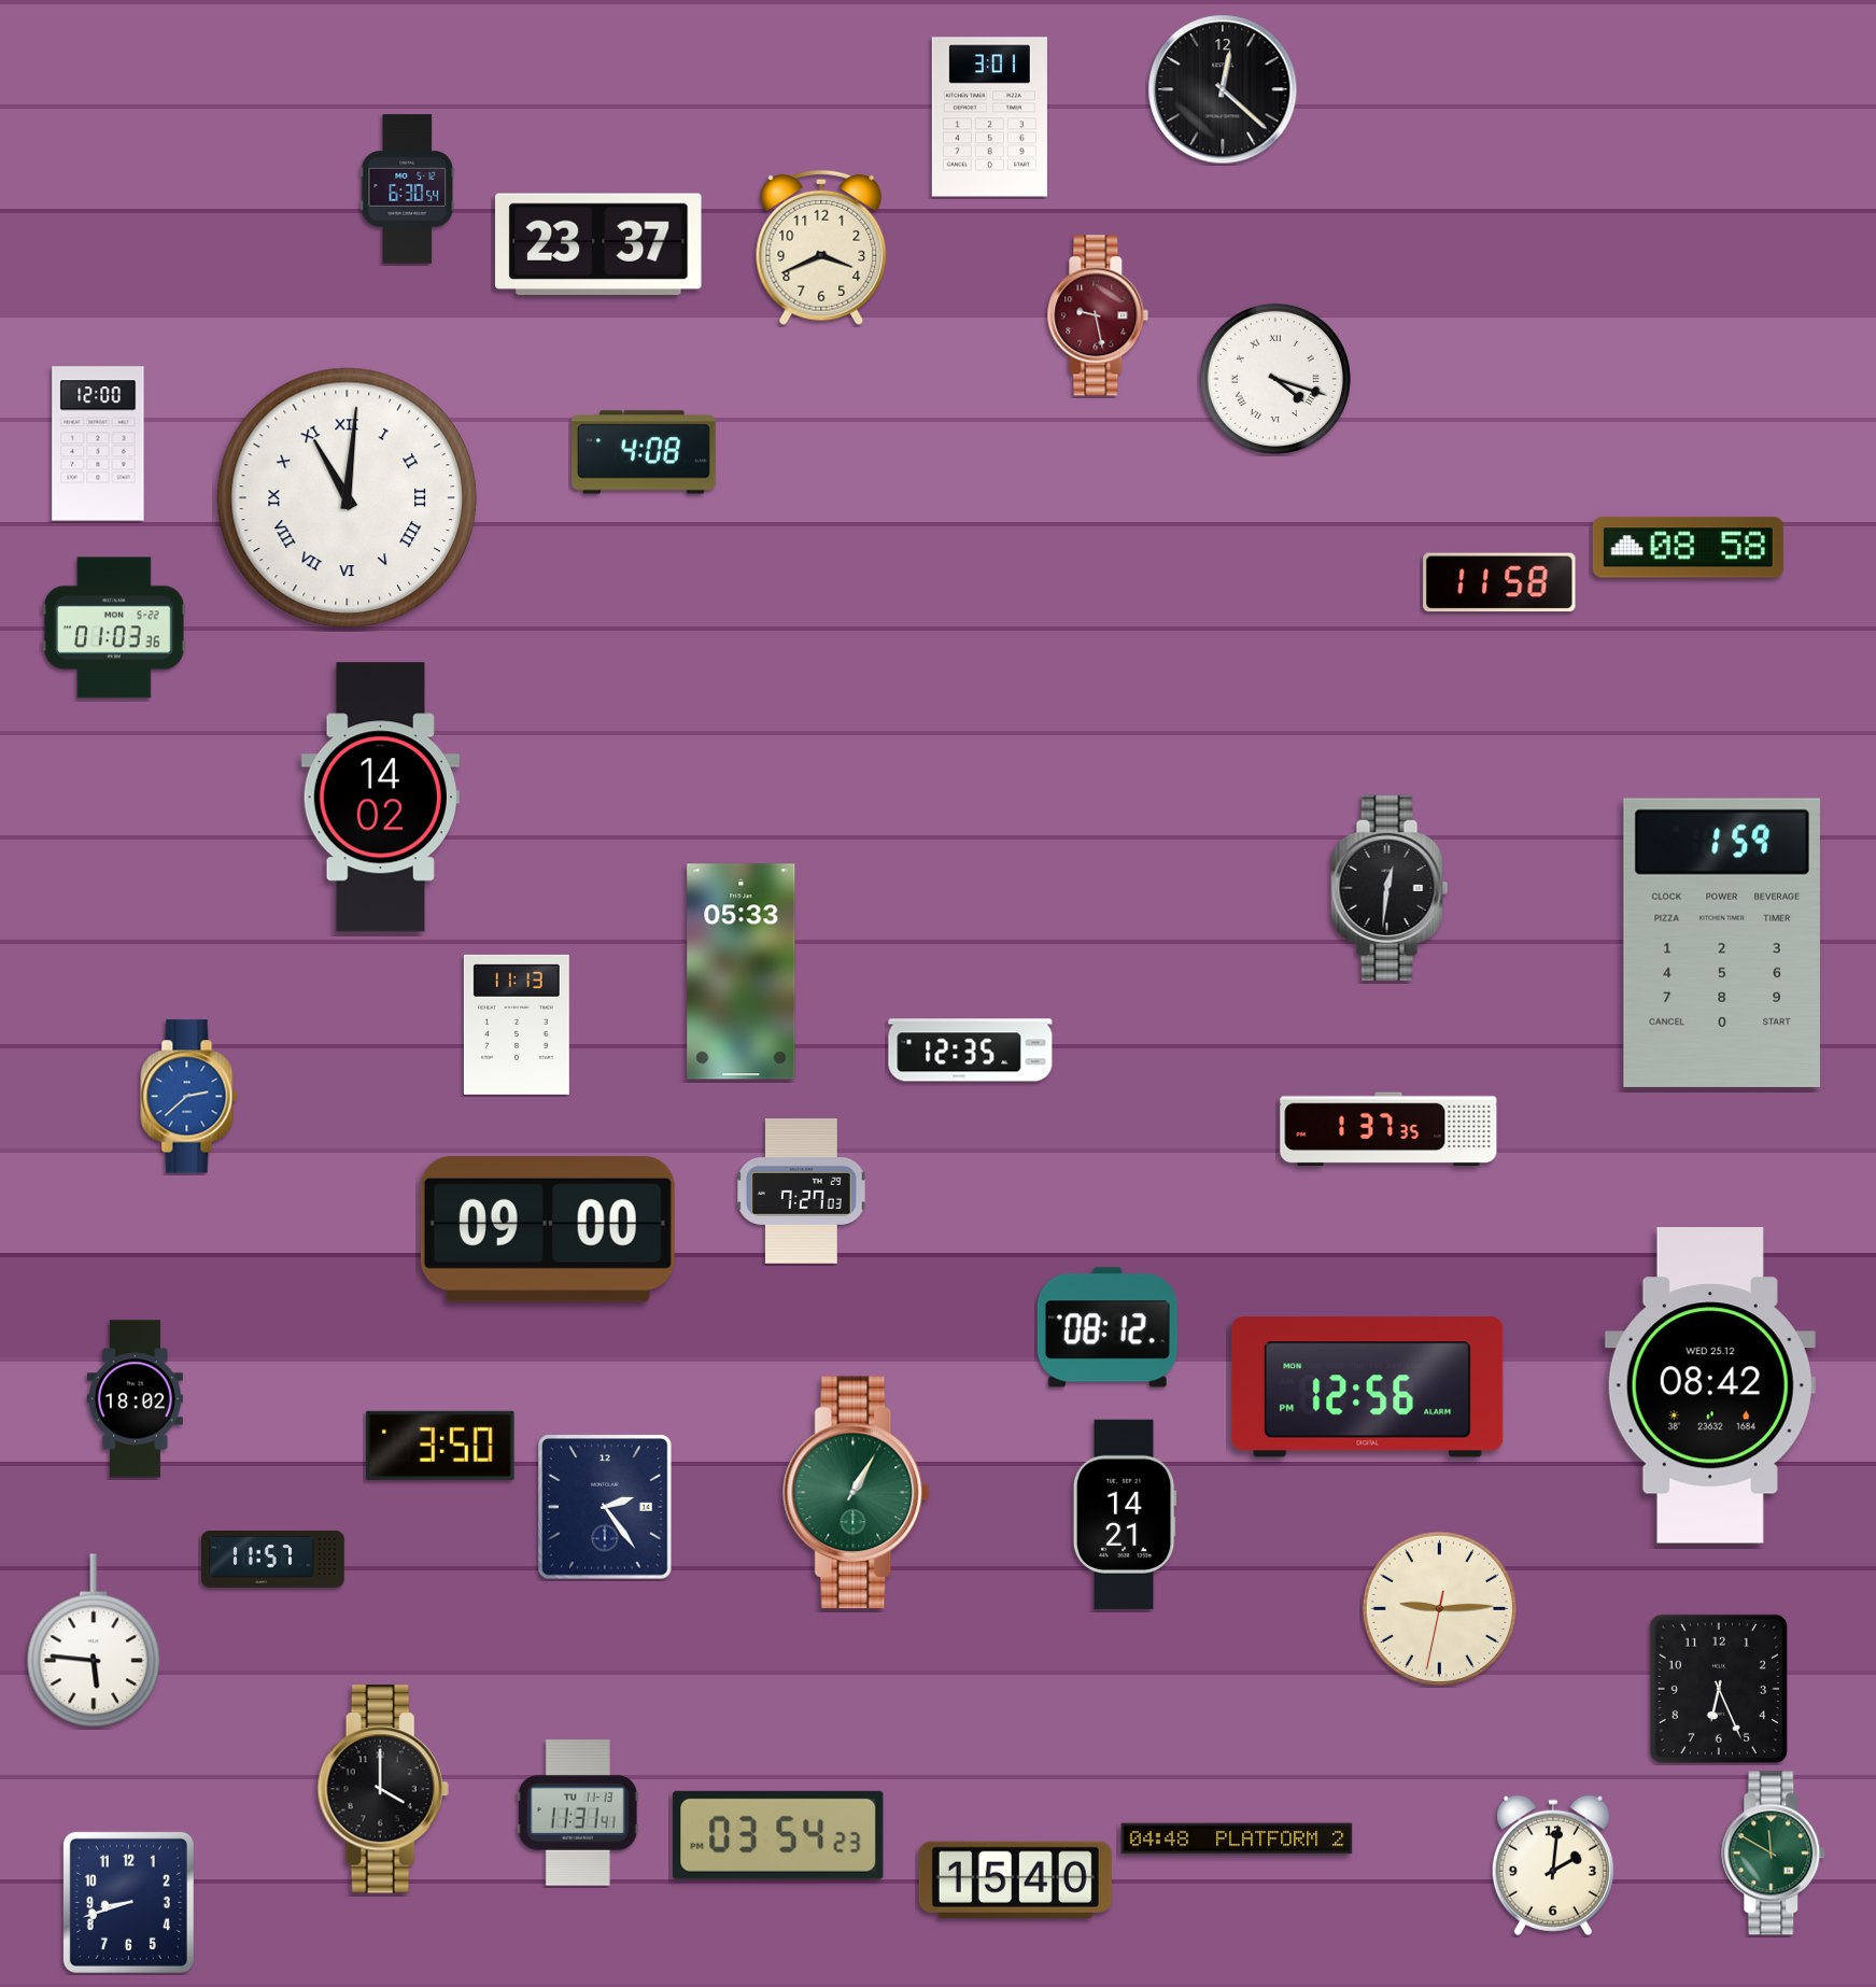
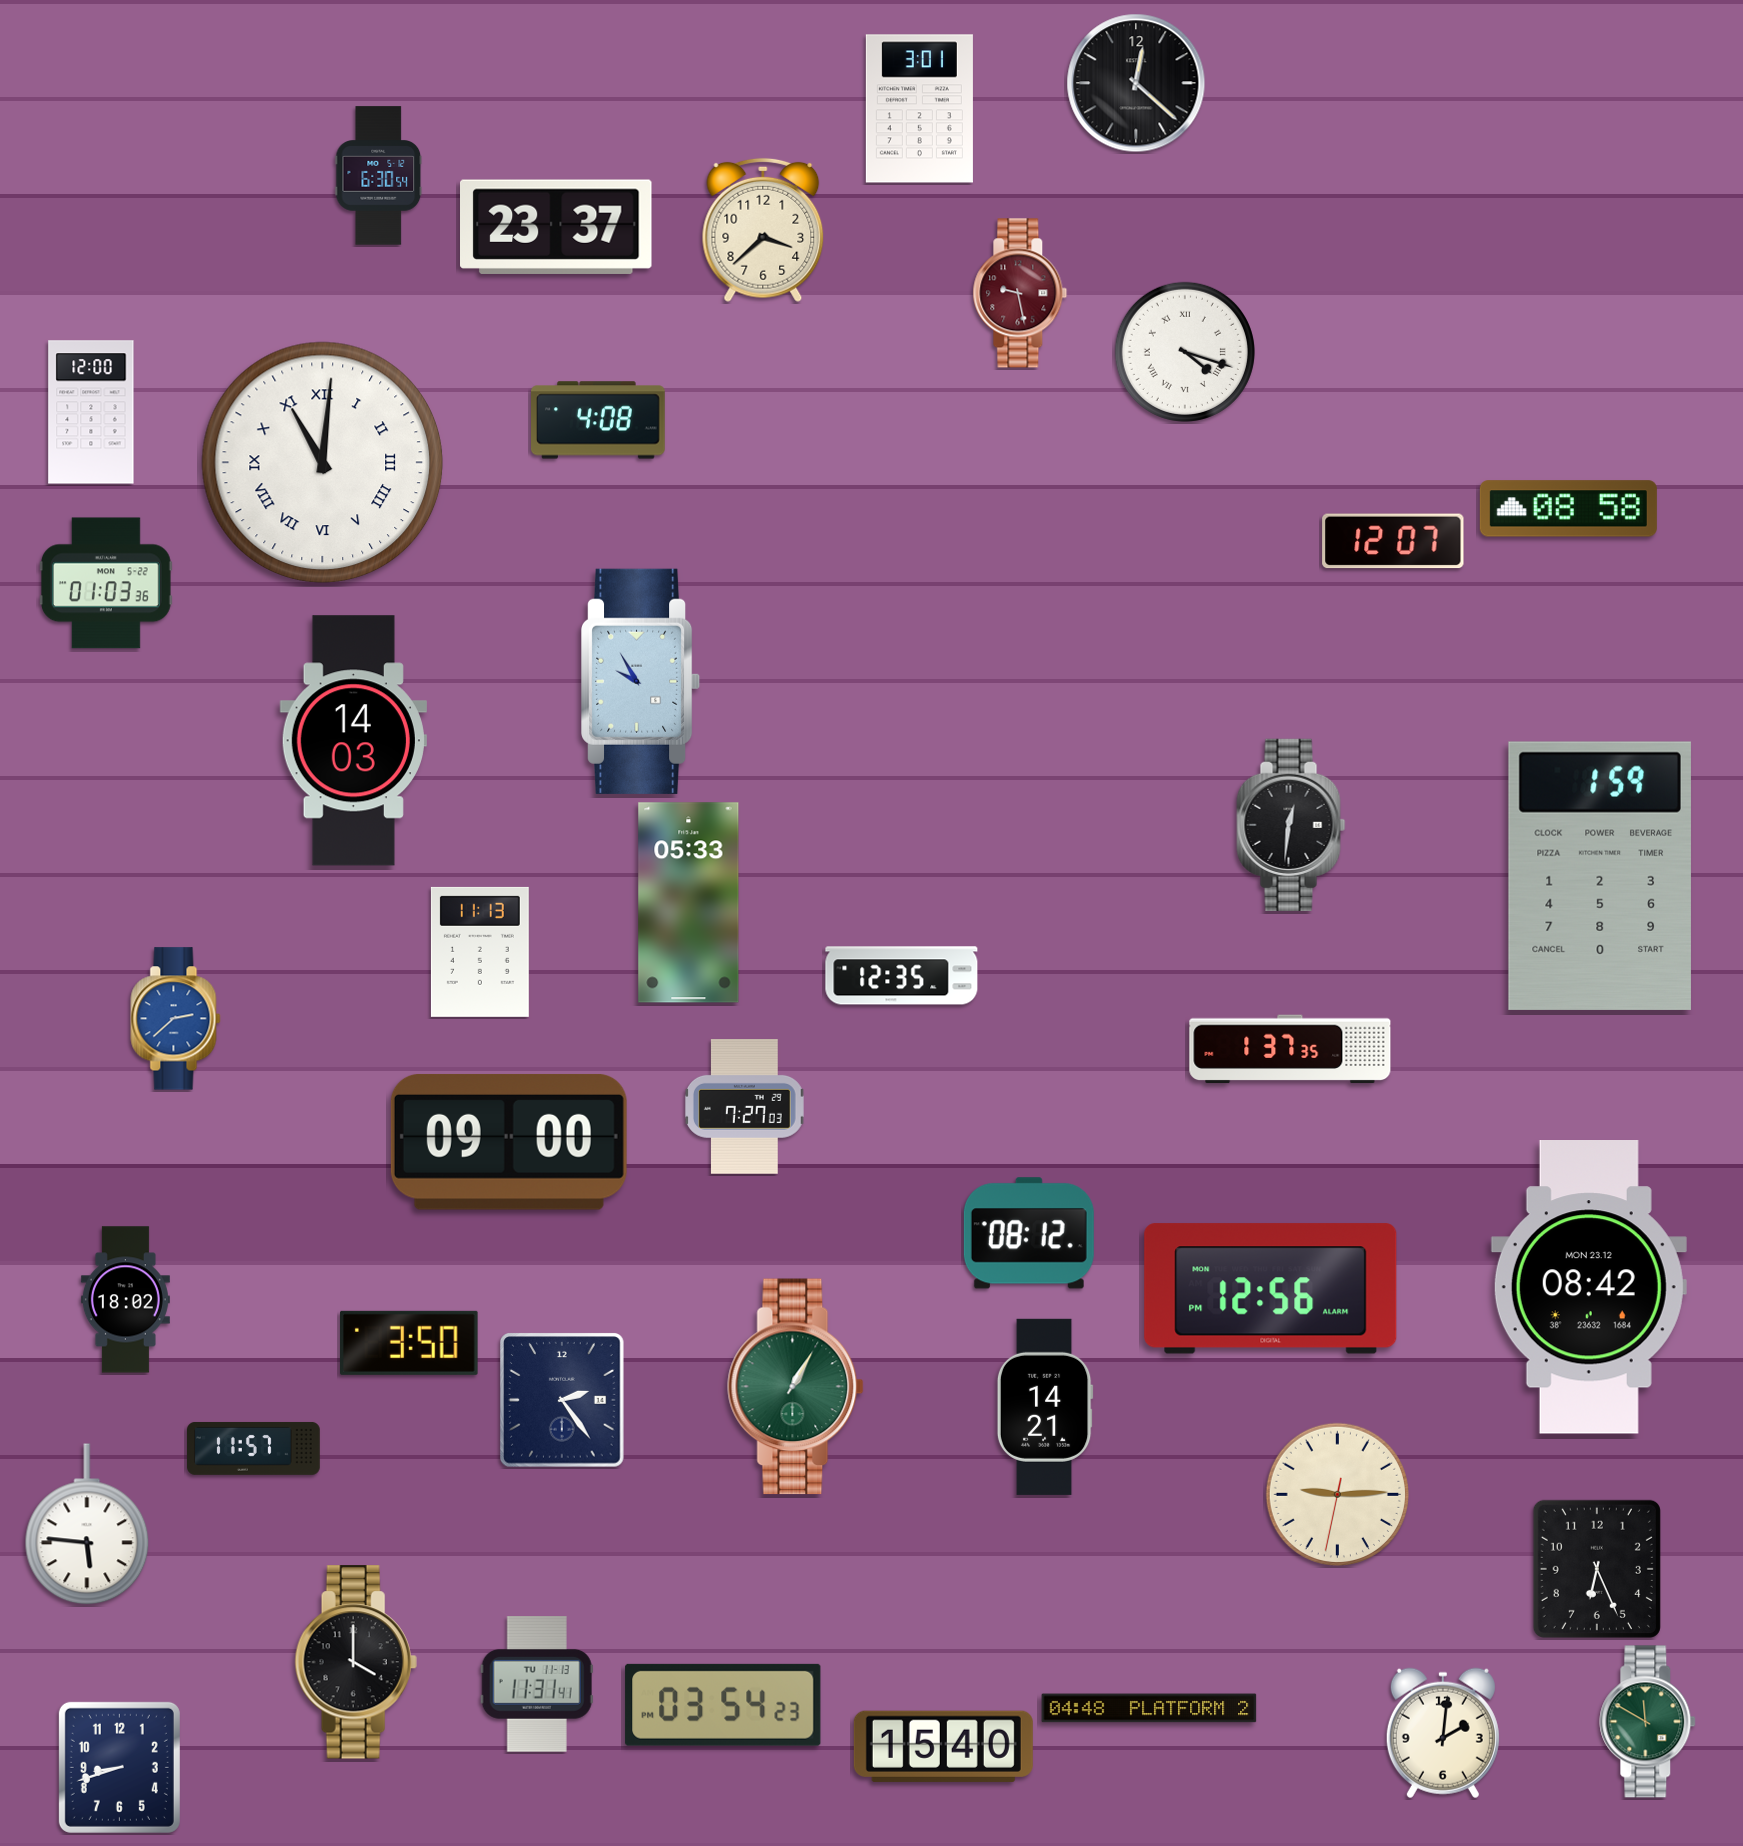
clock at (821, 248): 3:41 -> 3:38
clock at (1499, 582): 11:58 -> 12:07
clock at (642, 681): none -> 9:55
clock at (380, 798): 14:02 -> 14:03
clock at (1710, 1386) date: WED 25.12 -> MON 23.12
